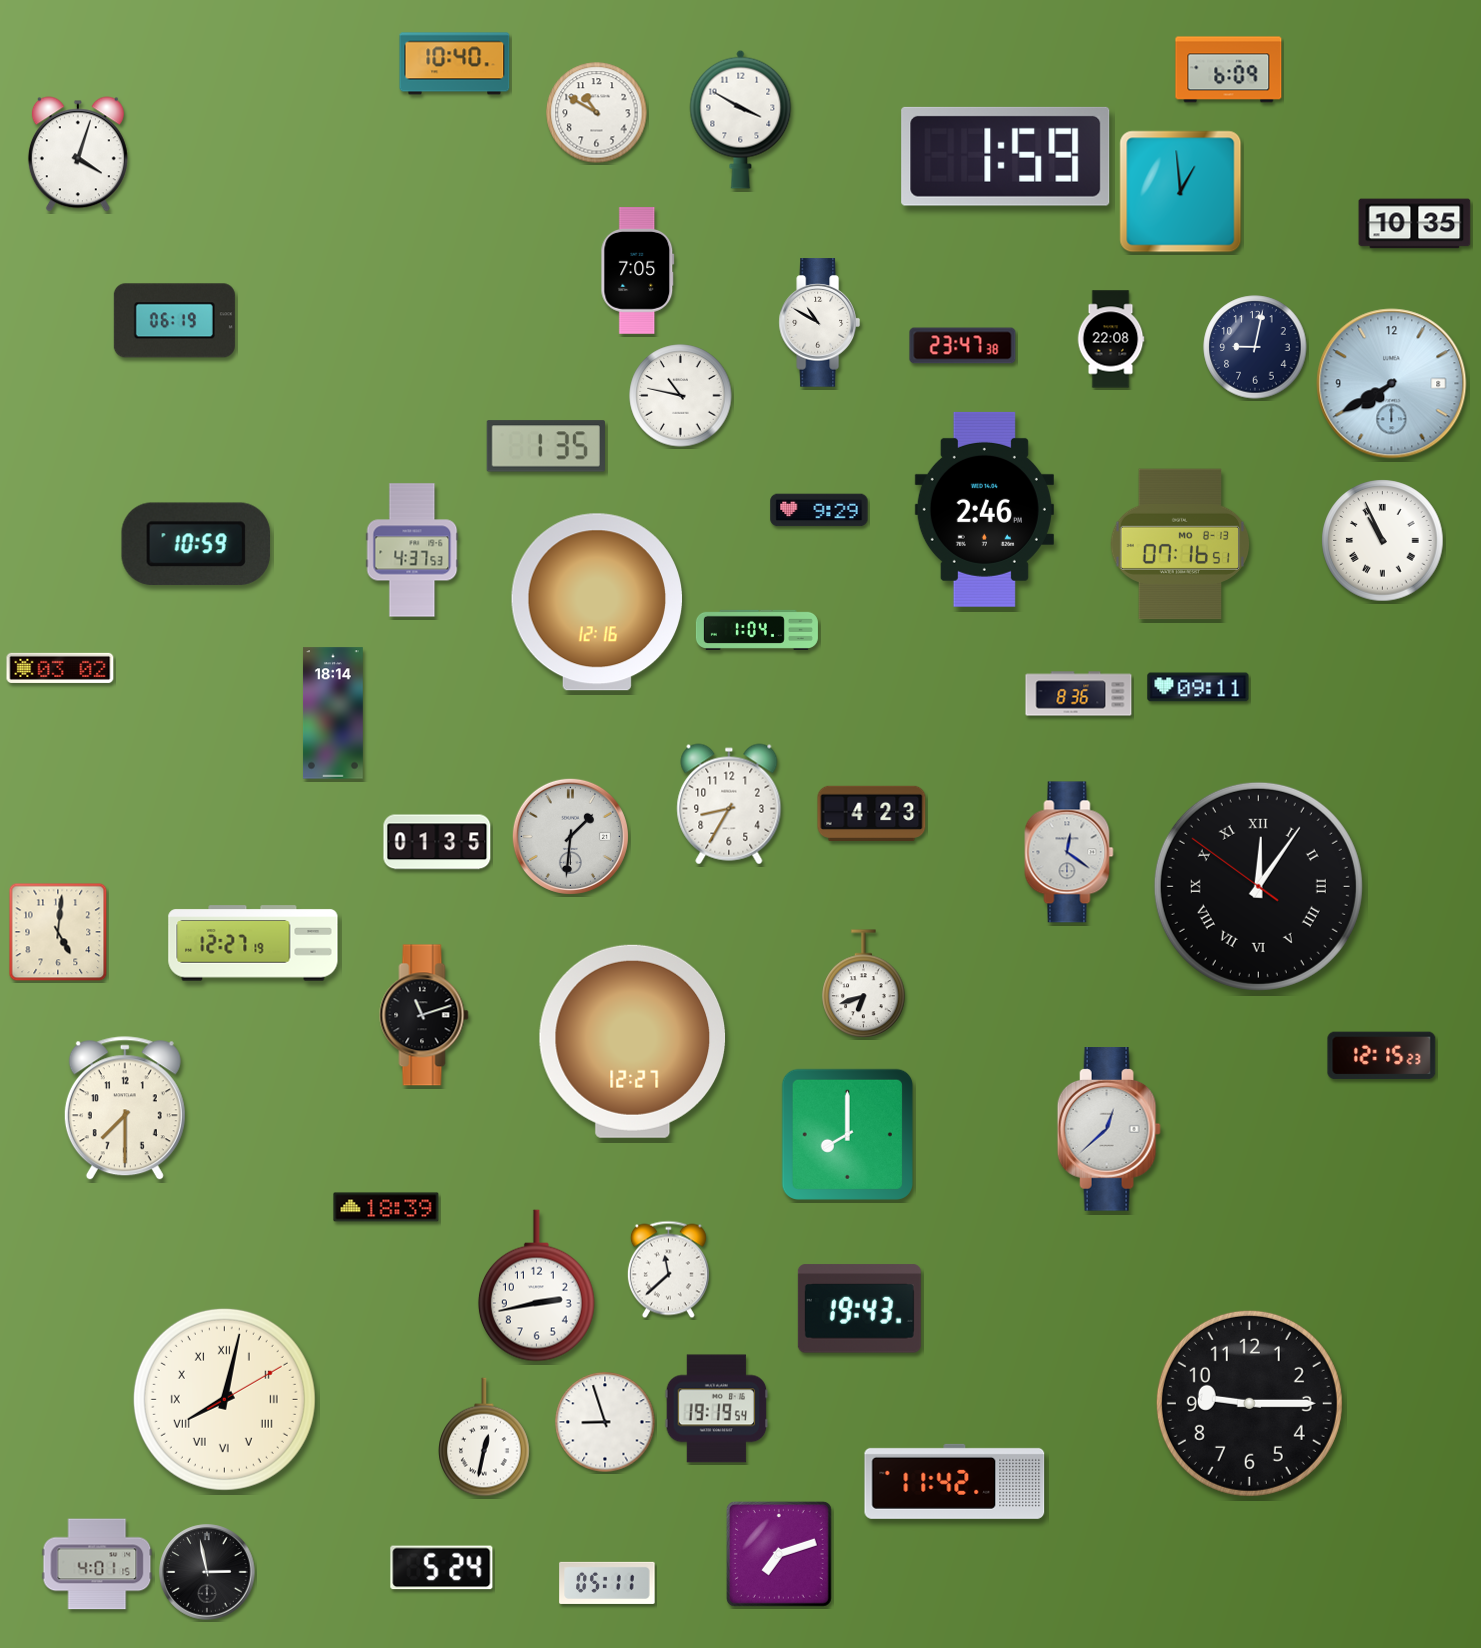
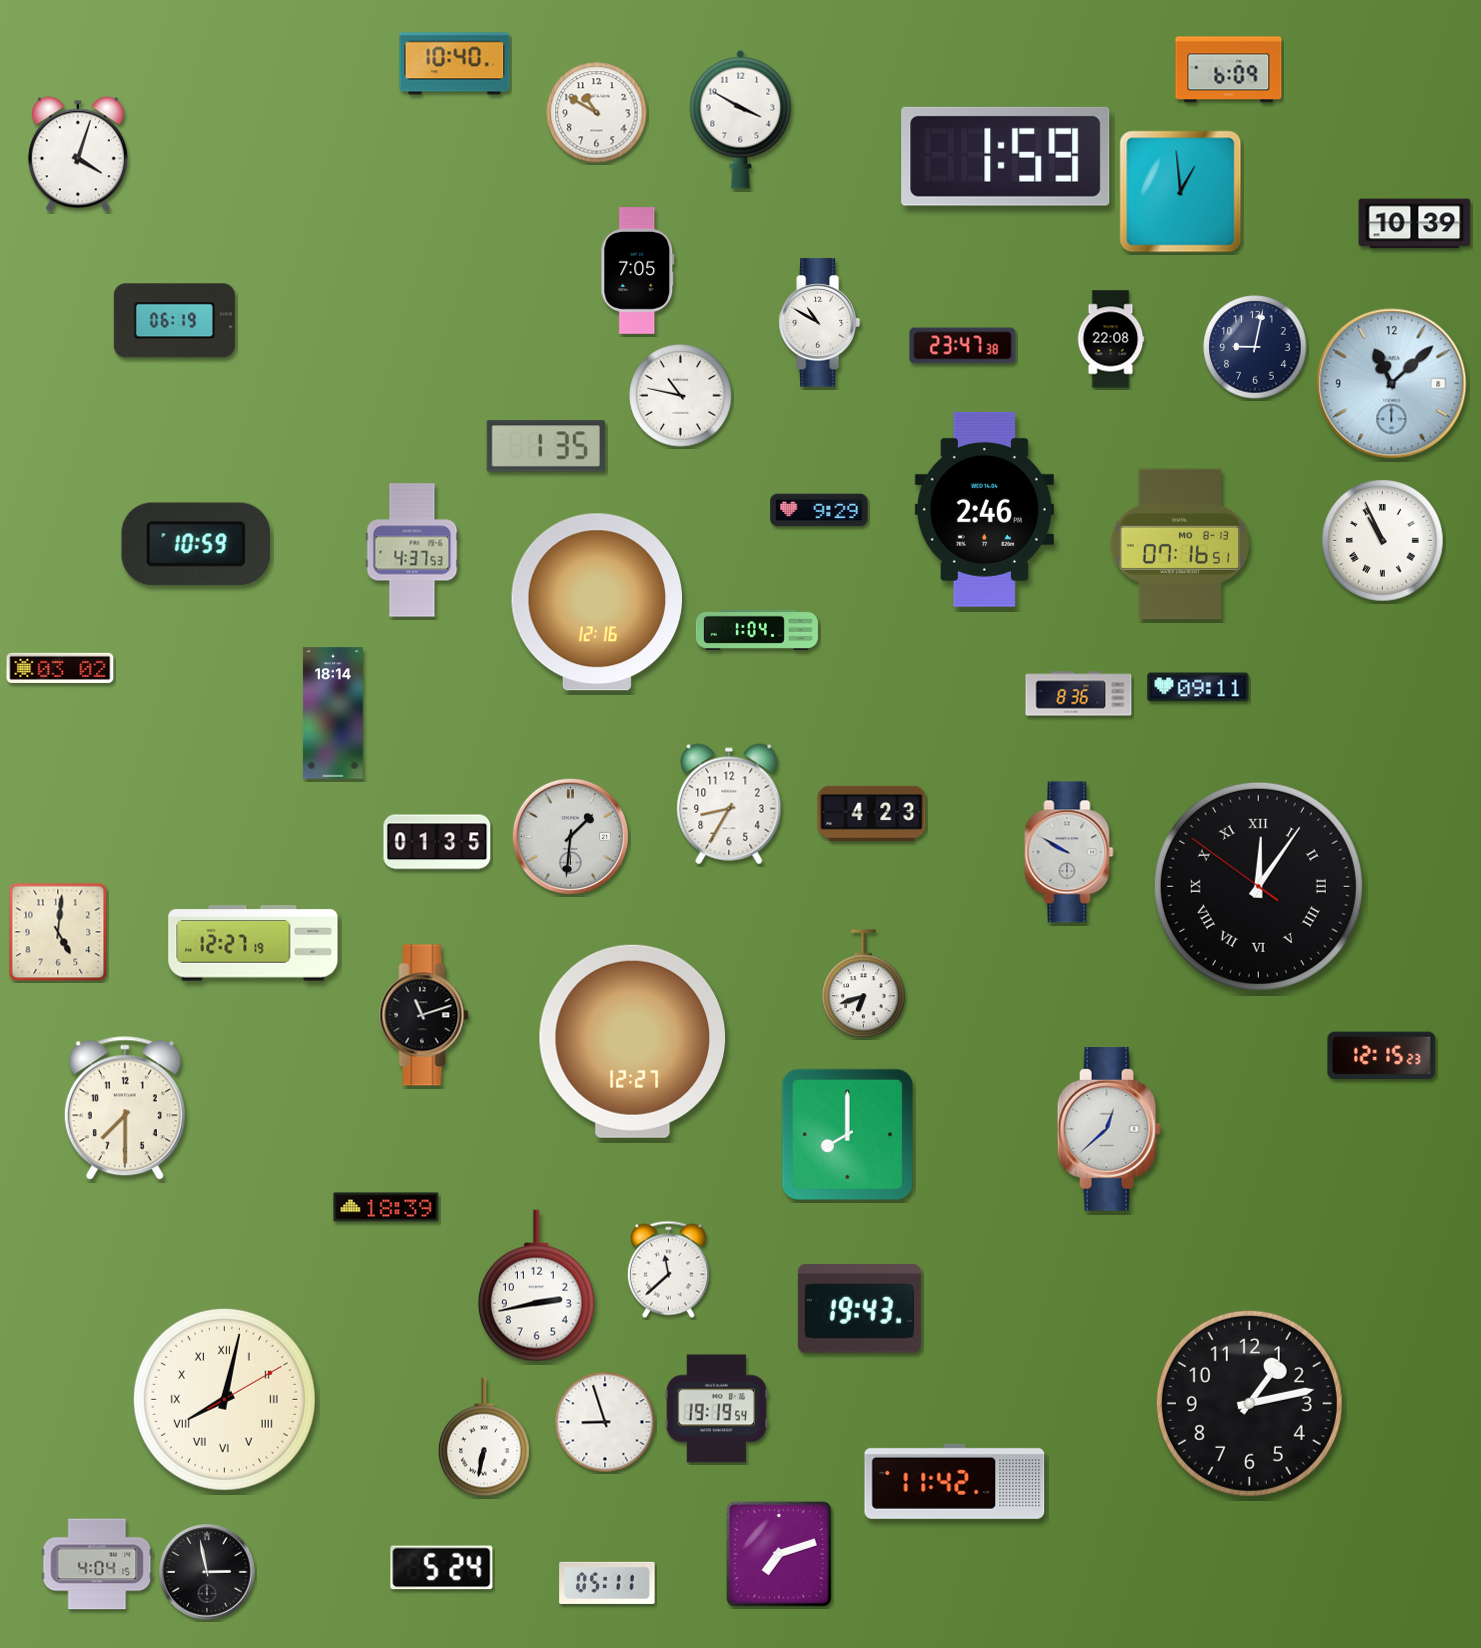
clock at (1415, 224): 10:35 -> 10:39
clock at (1392, 384): 7:40 -> 11:08
clock at (1069, 852): 12:21 -> 9:50
clock at (1249, 1403): 9:15 -> 1:13
clock at (484, 1437): 12:32 -> 6:32
clock at (97, 1564): 4:01 -> 4:04
